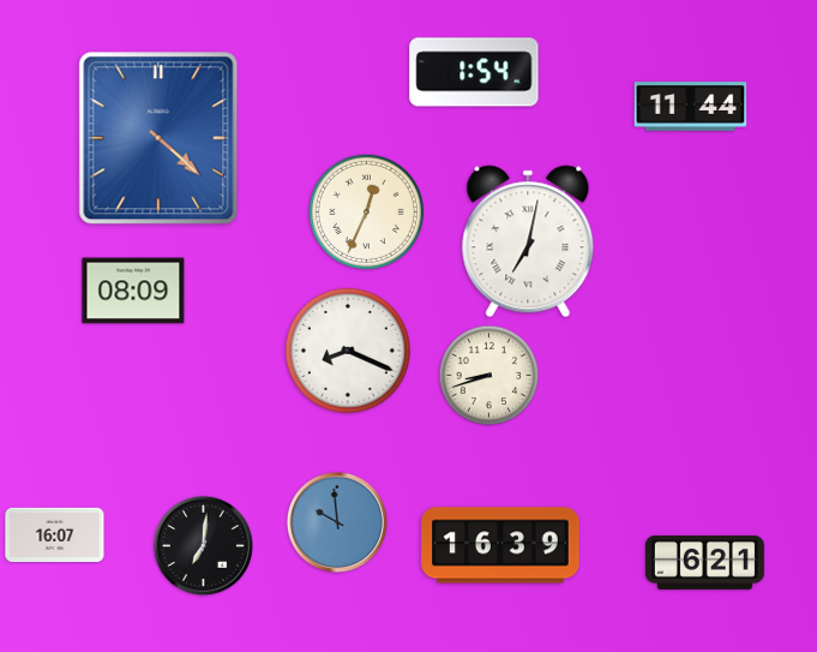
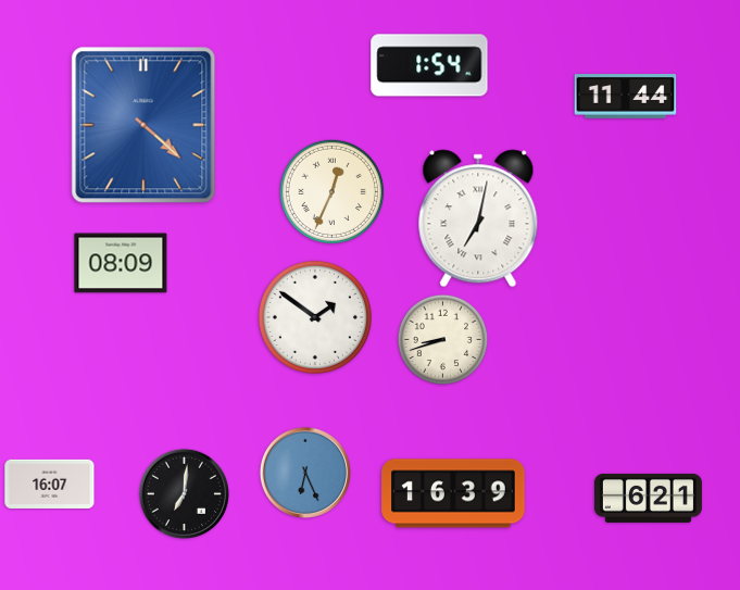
clock at (348, 351): 8:19 -> 1:51
clock at (337, 522): 9:59 -> 6:26
clock at (704, 562) position: (704, 562) -> (648, 498)
